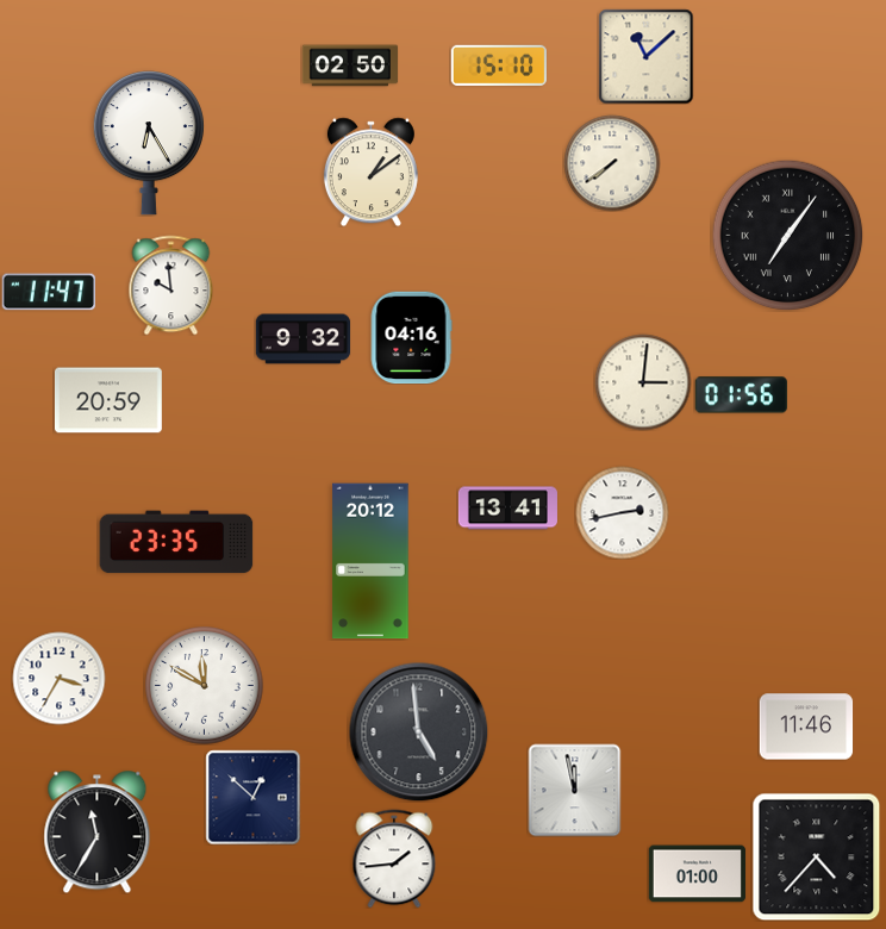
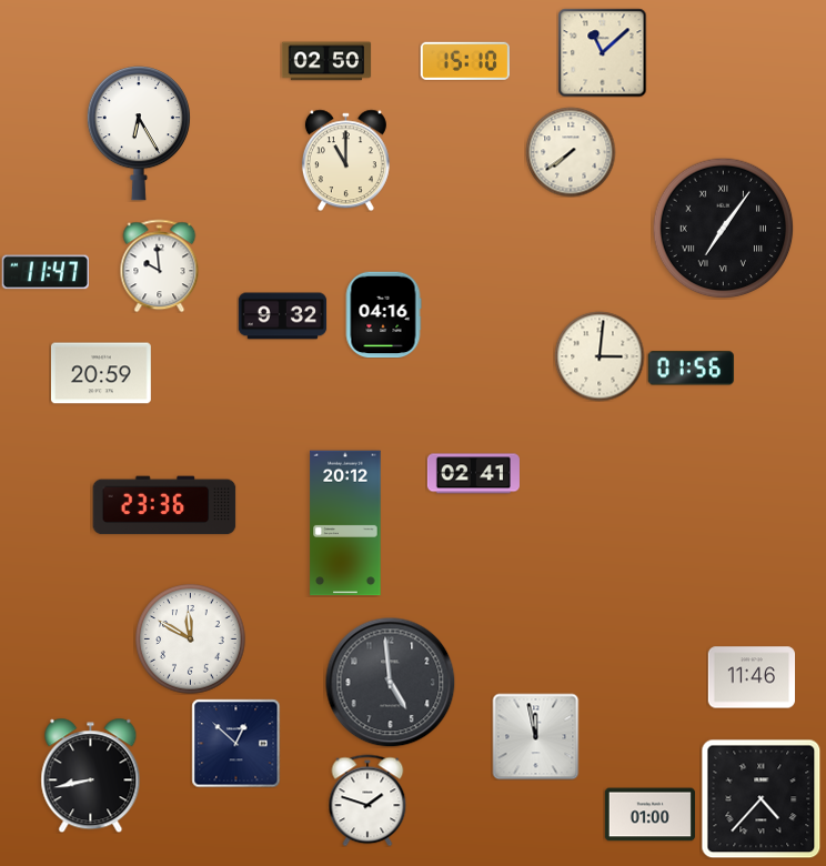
clock at (370, 172): 1:09 -> 11:00
clock at (787, 235) position: (787, 235) -> (723, 228)
clock at (507, 509): 13:41 -> 02:41
clock at (622, 512): 2:43 -> none
clock at (176, 542): 23:35 -> 23:36
clock at (58, 678): 3:35 -> none
clock at (98, 831): 11:35 -> 8:43
clock at (394, 859): 1:44 -> 1:48
